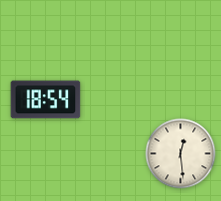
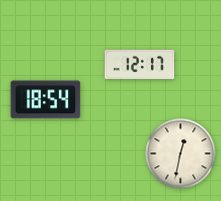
clock at (140, 64): none -> 12:17
clock at (181, 154): 12:29 -> 12:32
